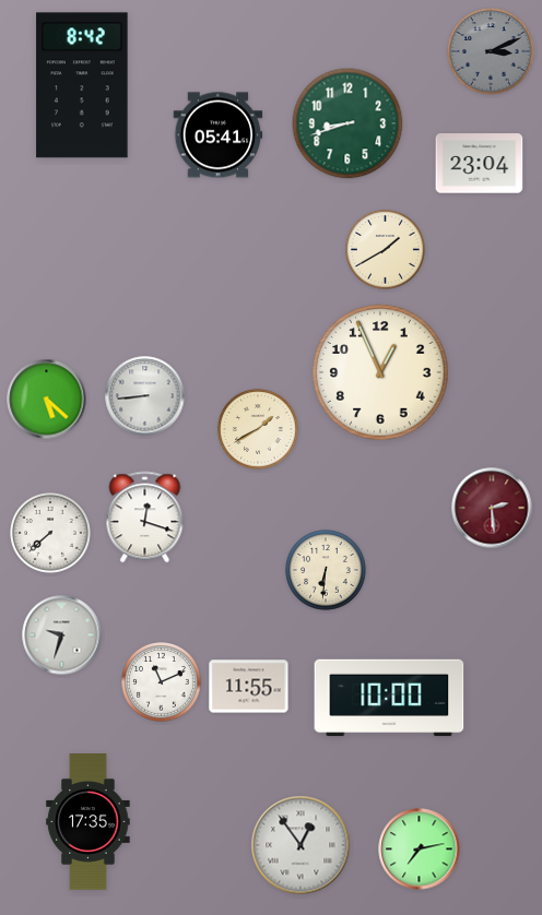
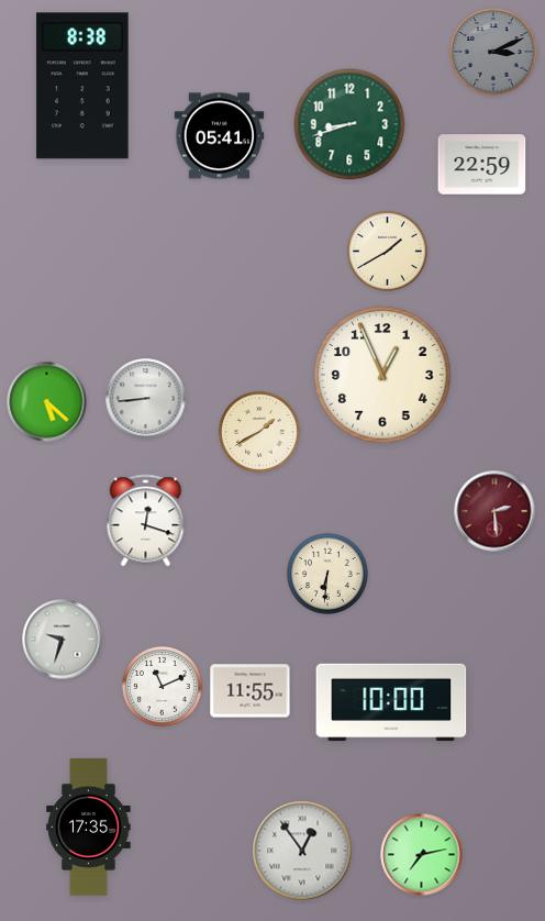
clock at (82, 85): 8:42 -> 8:38
clock at (480, 164): 23:04 -> 22:59
clock at (50, 533): 7:38 -> none
